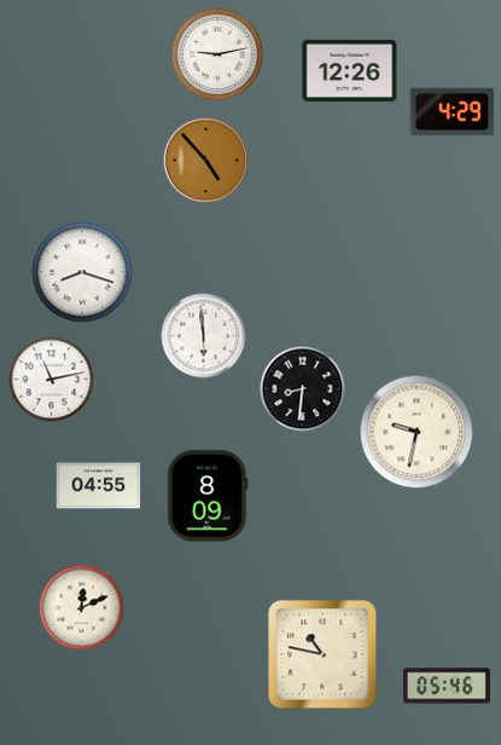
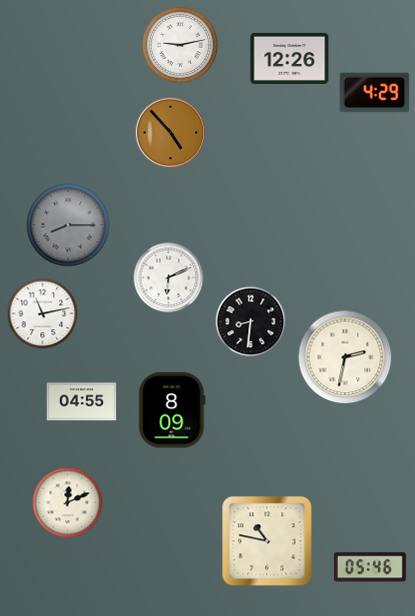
clock at (82, 272): 8:18 -> 8:15
clock at (82, 272) dial: white -> grey
clock at (204, 336): 5:59 -> 6:11
clock at (416, 432): 9:32 -> 2:32
